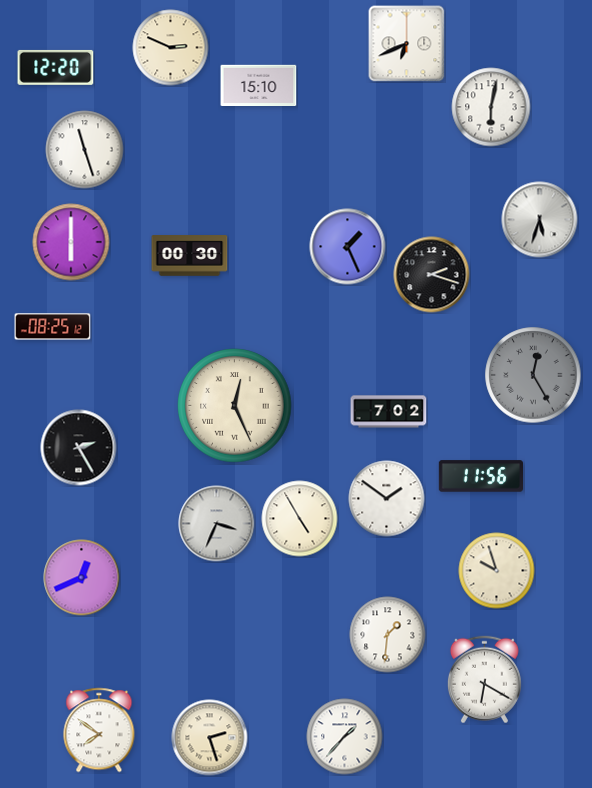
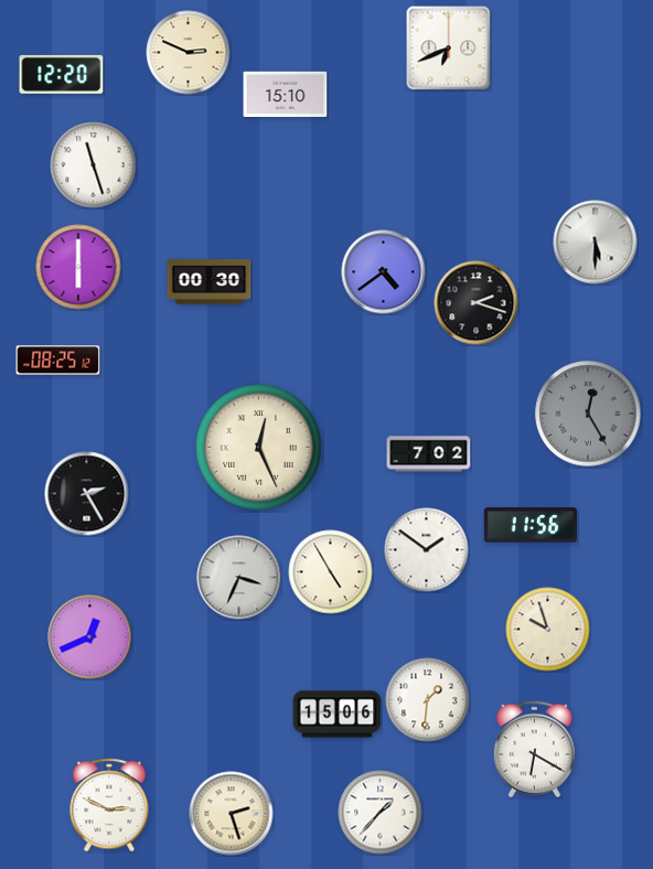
clock at (491, 107): 6:02 -> none
clock at (540, 220): 5:33 -> 5:30
clock at (348, 247): 1:26 -> 4:39
clock at (338, 715): none -> 15:06
clock at (99, 730): 7:51 -> 2:49
